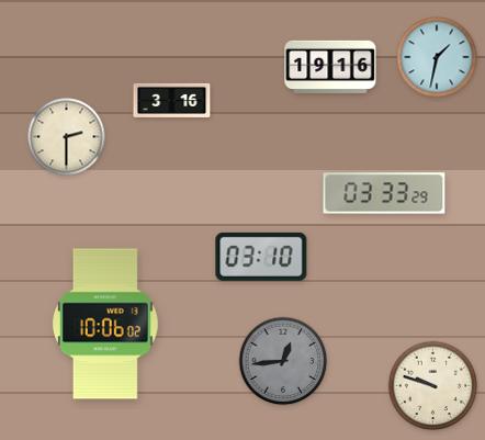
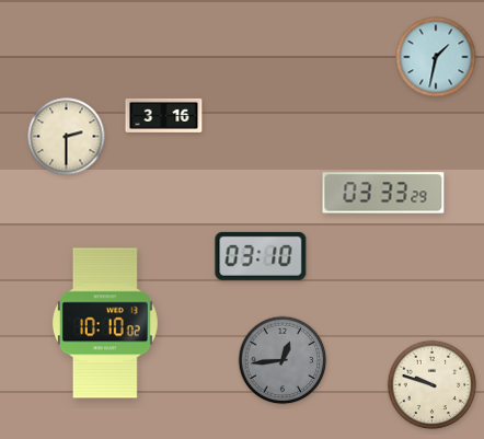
clock at (330, 67): 19:16 -> none
clock at (172, 100) position: (172, 100) -> (164, 115)
clock at (105, 324): 10:06 -> 10:10
